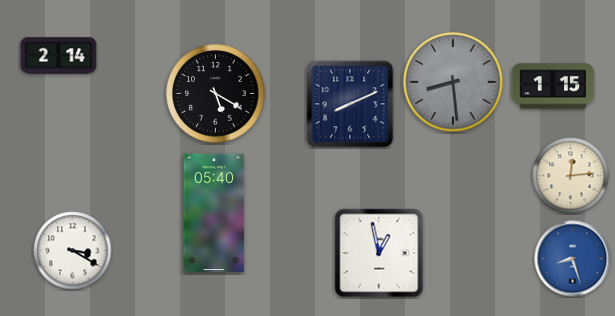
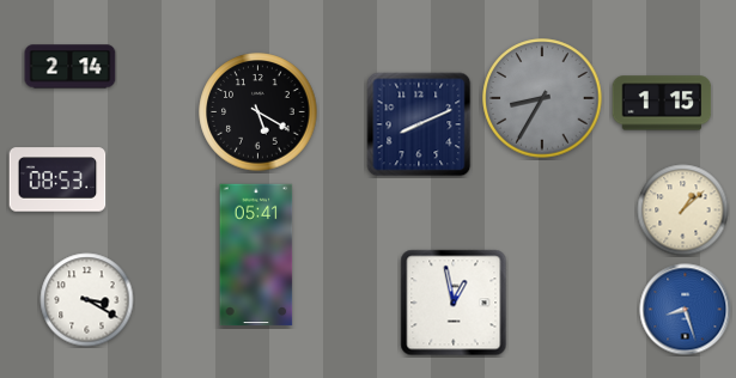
clock at (453, 82): 8:29 -> 8:35
clock at (57, 179): none -> 08:53
clock at (571, 176): 12:14 -> 1:08
clock at (214, 213): 05:40 -> 05:41
